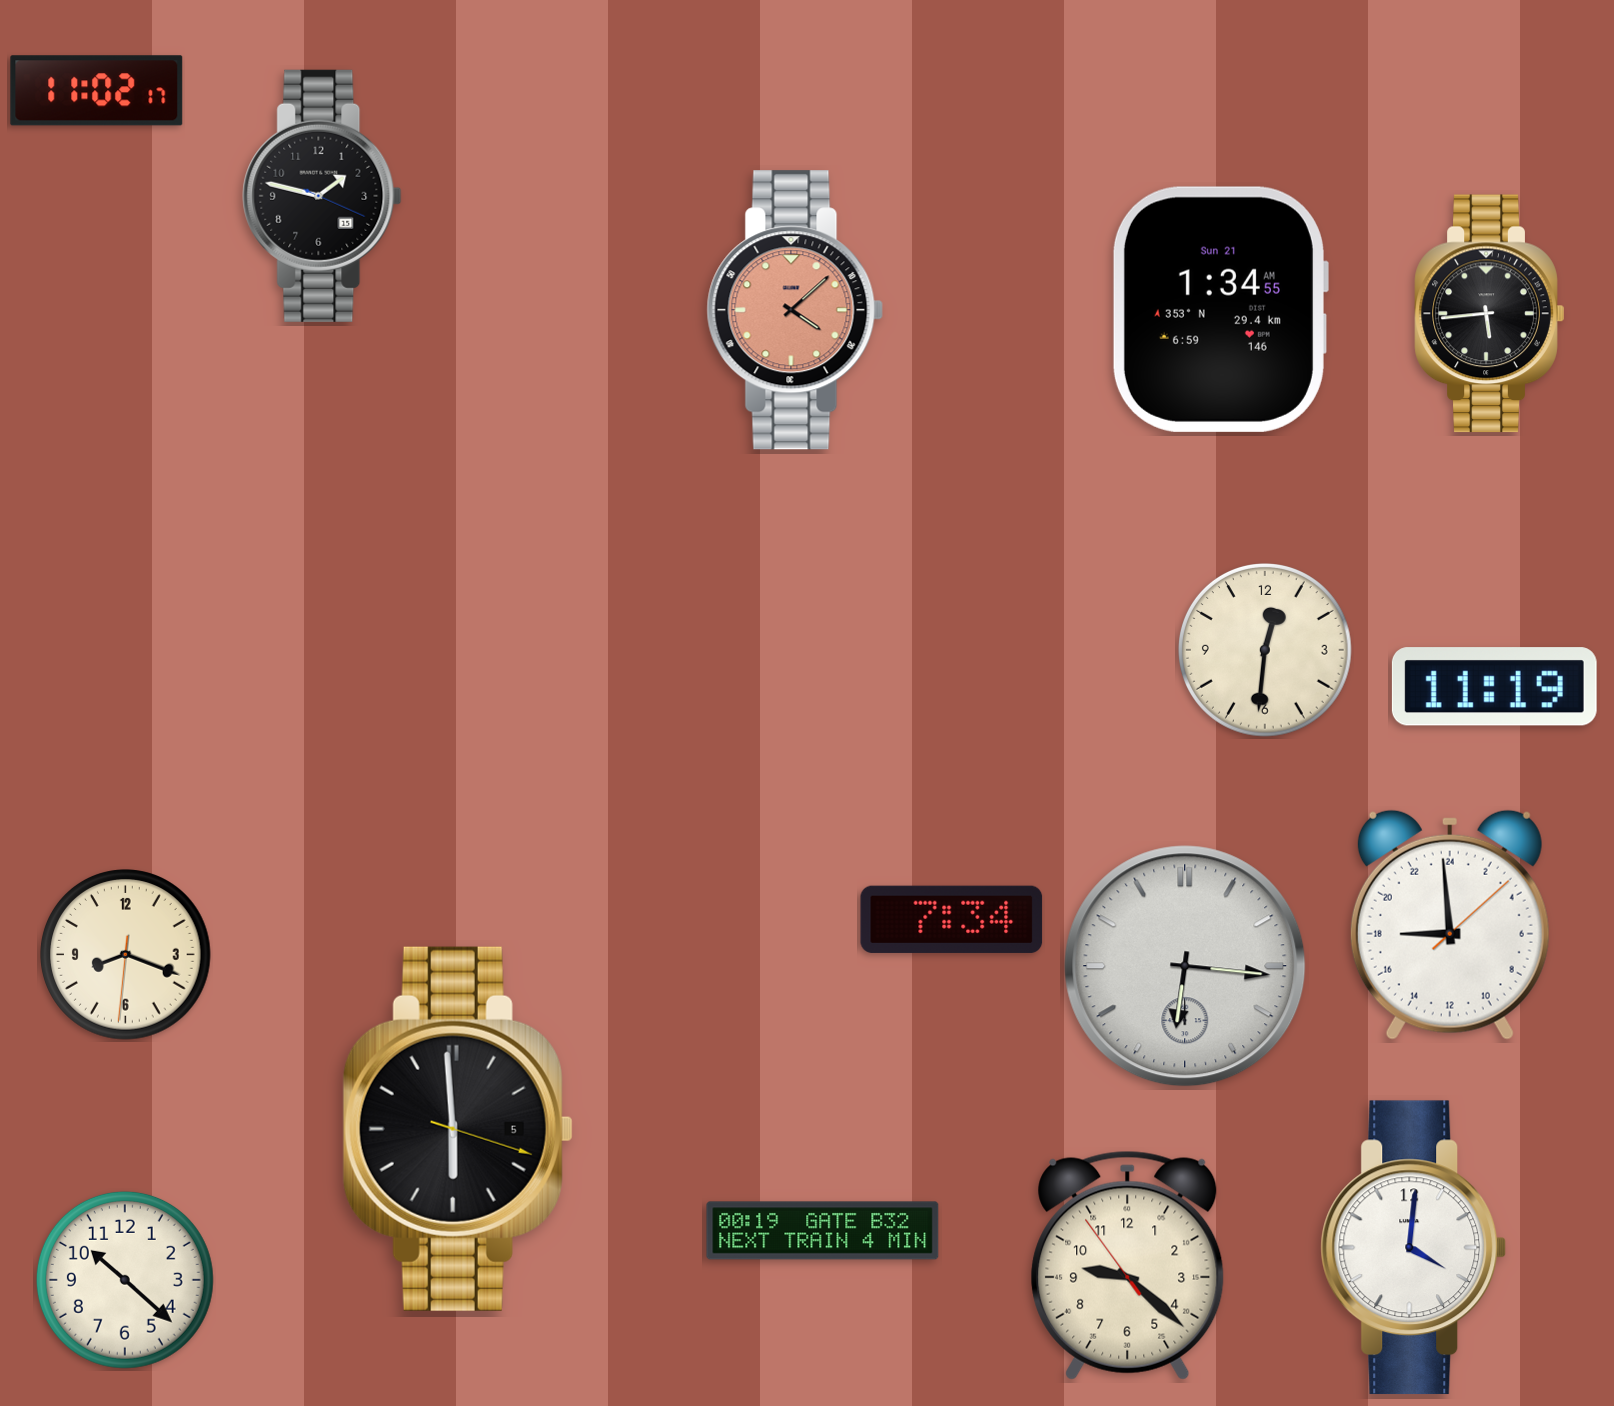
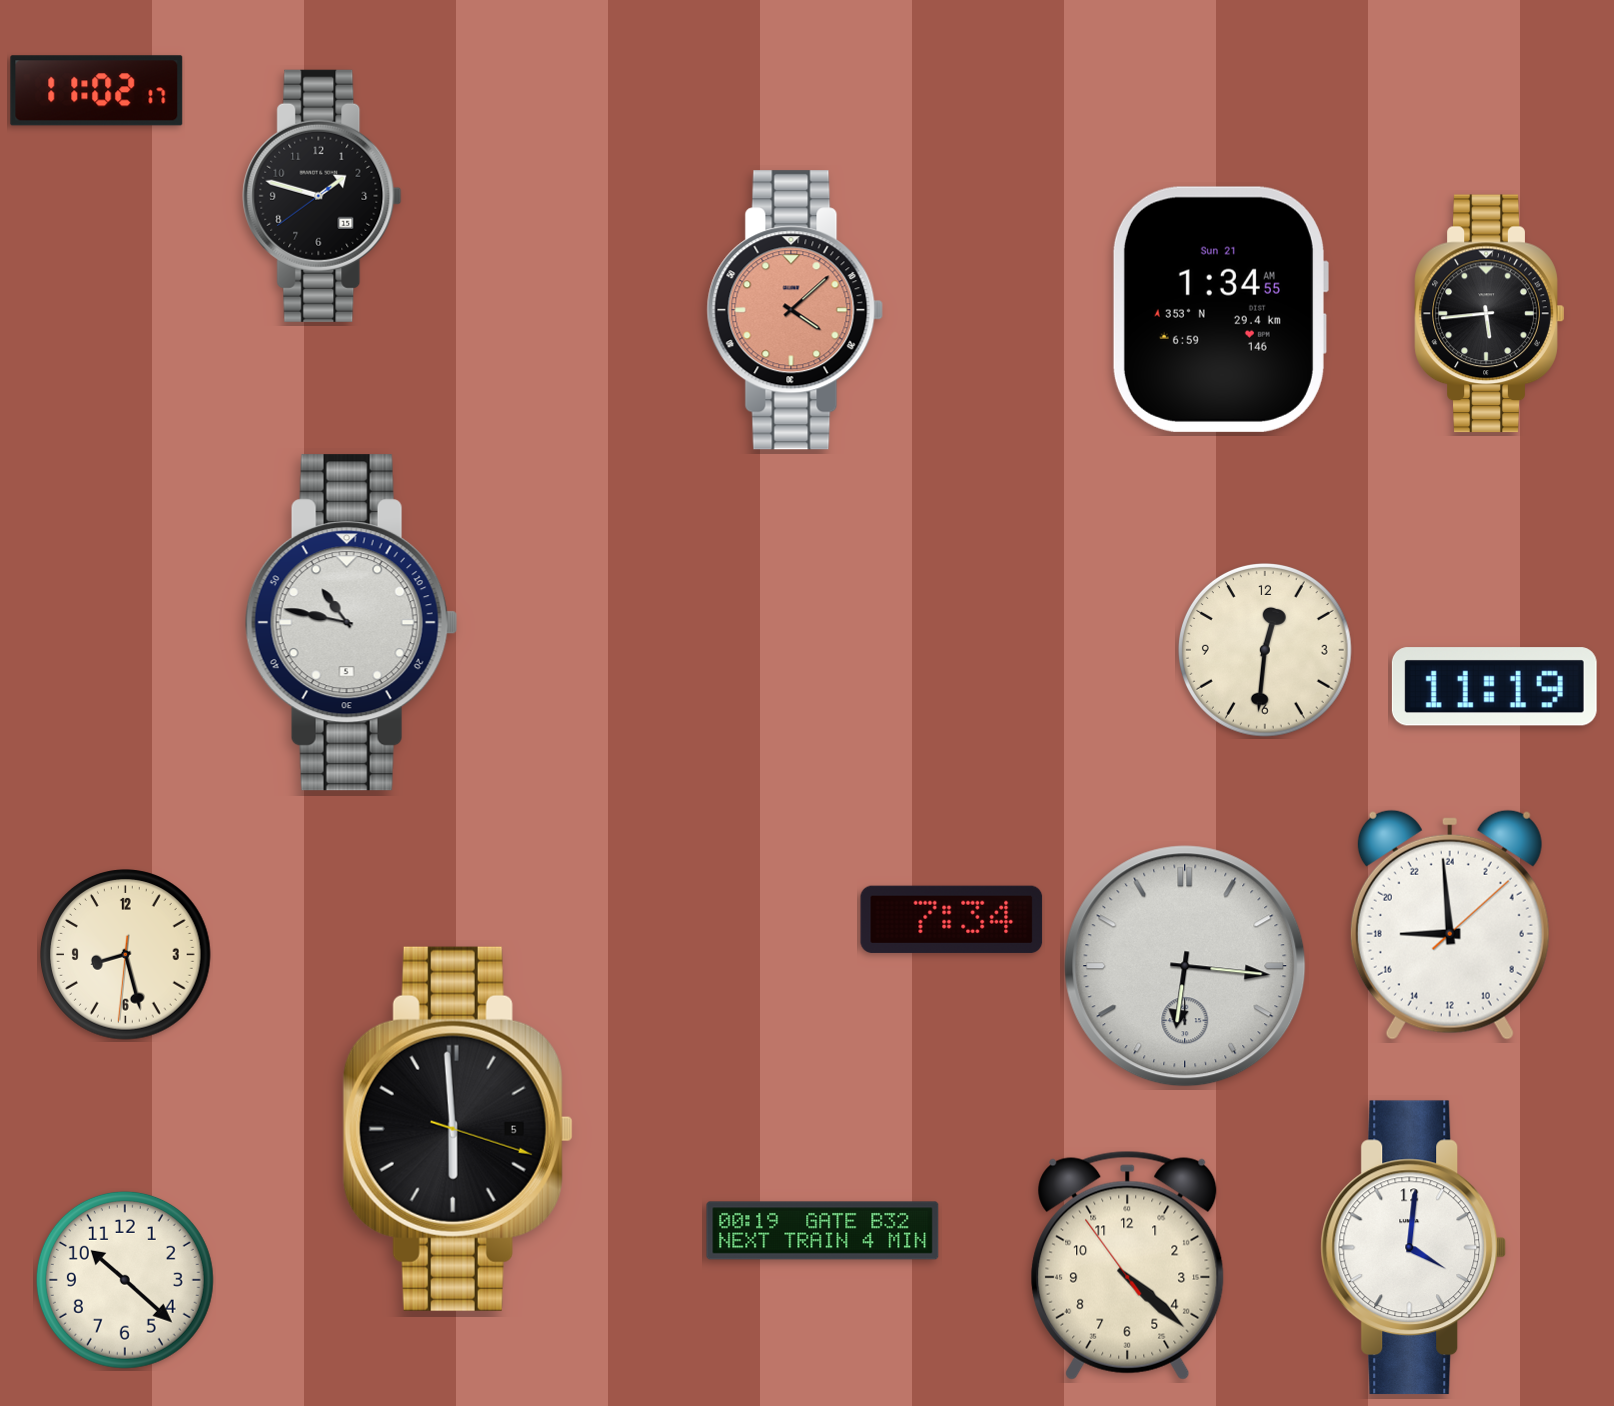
clock at (322, 196): 1:47:19 -> 1:47:39
clock at (351, 623): none -> 10:47
clock at (126, 955): 8:18 -> 8:27
clock at (1128, 1265): 9:21 -> 4:21
